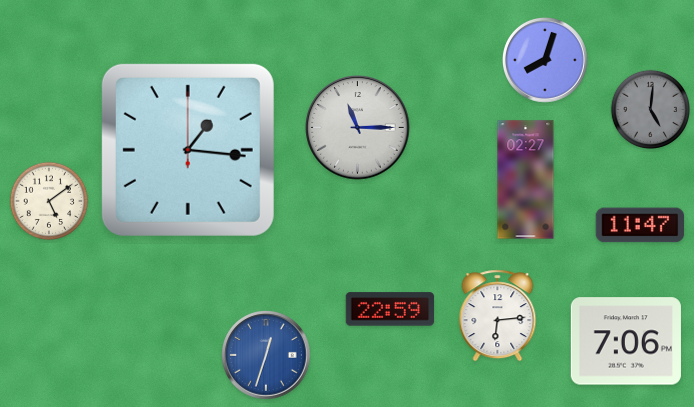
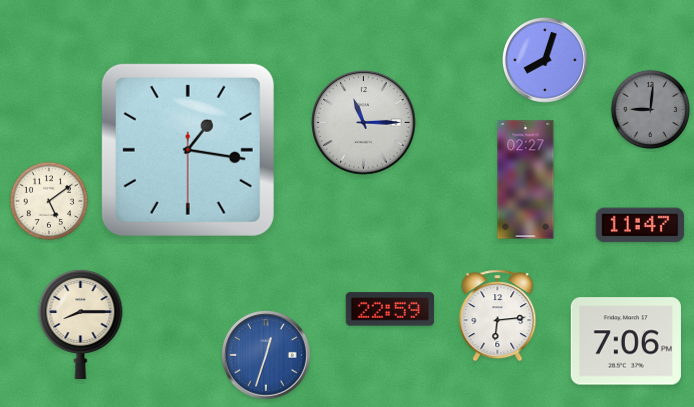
clock at (650, 109): 5:01 -> 9:01
clock at (358, 128) position: (358, 128) -> (364, 123)
clock at (188, 150): 1:16:00 -> 1:16:30
clock at (81, 323): none -> 8:15
